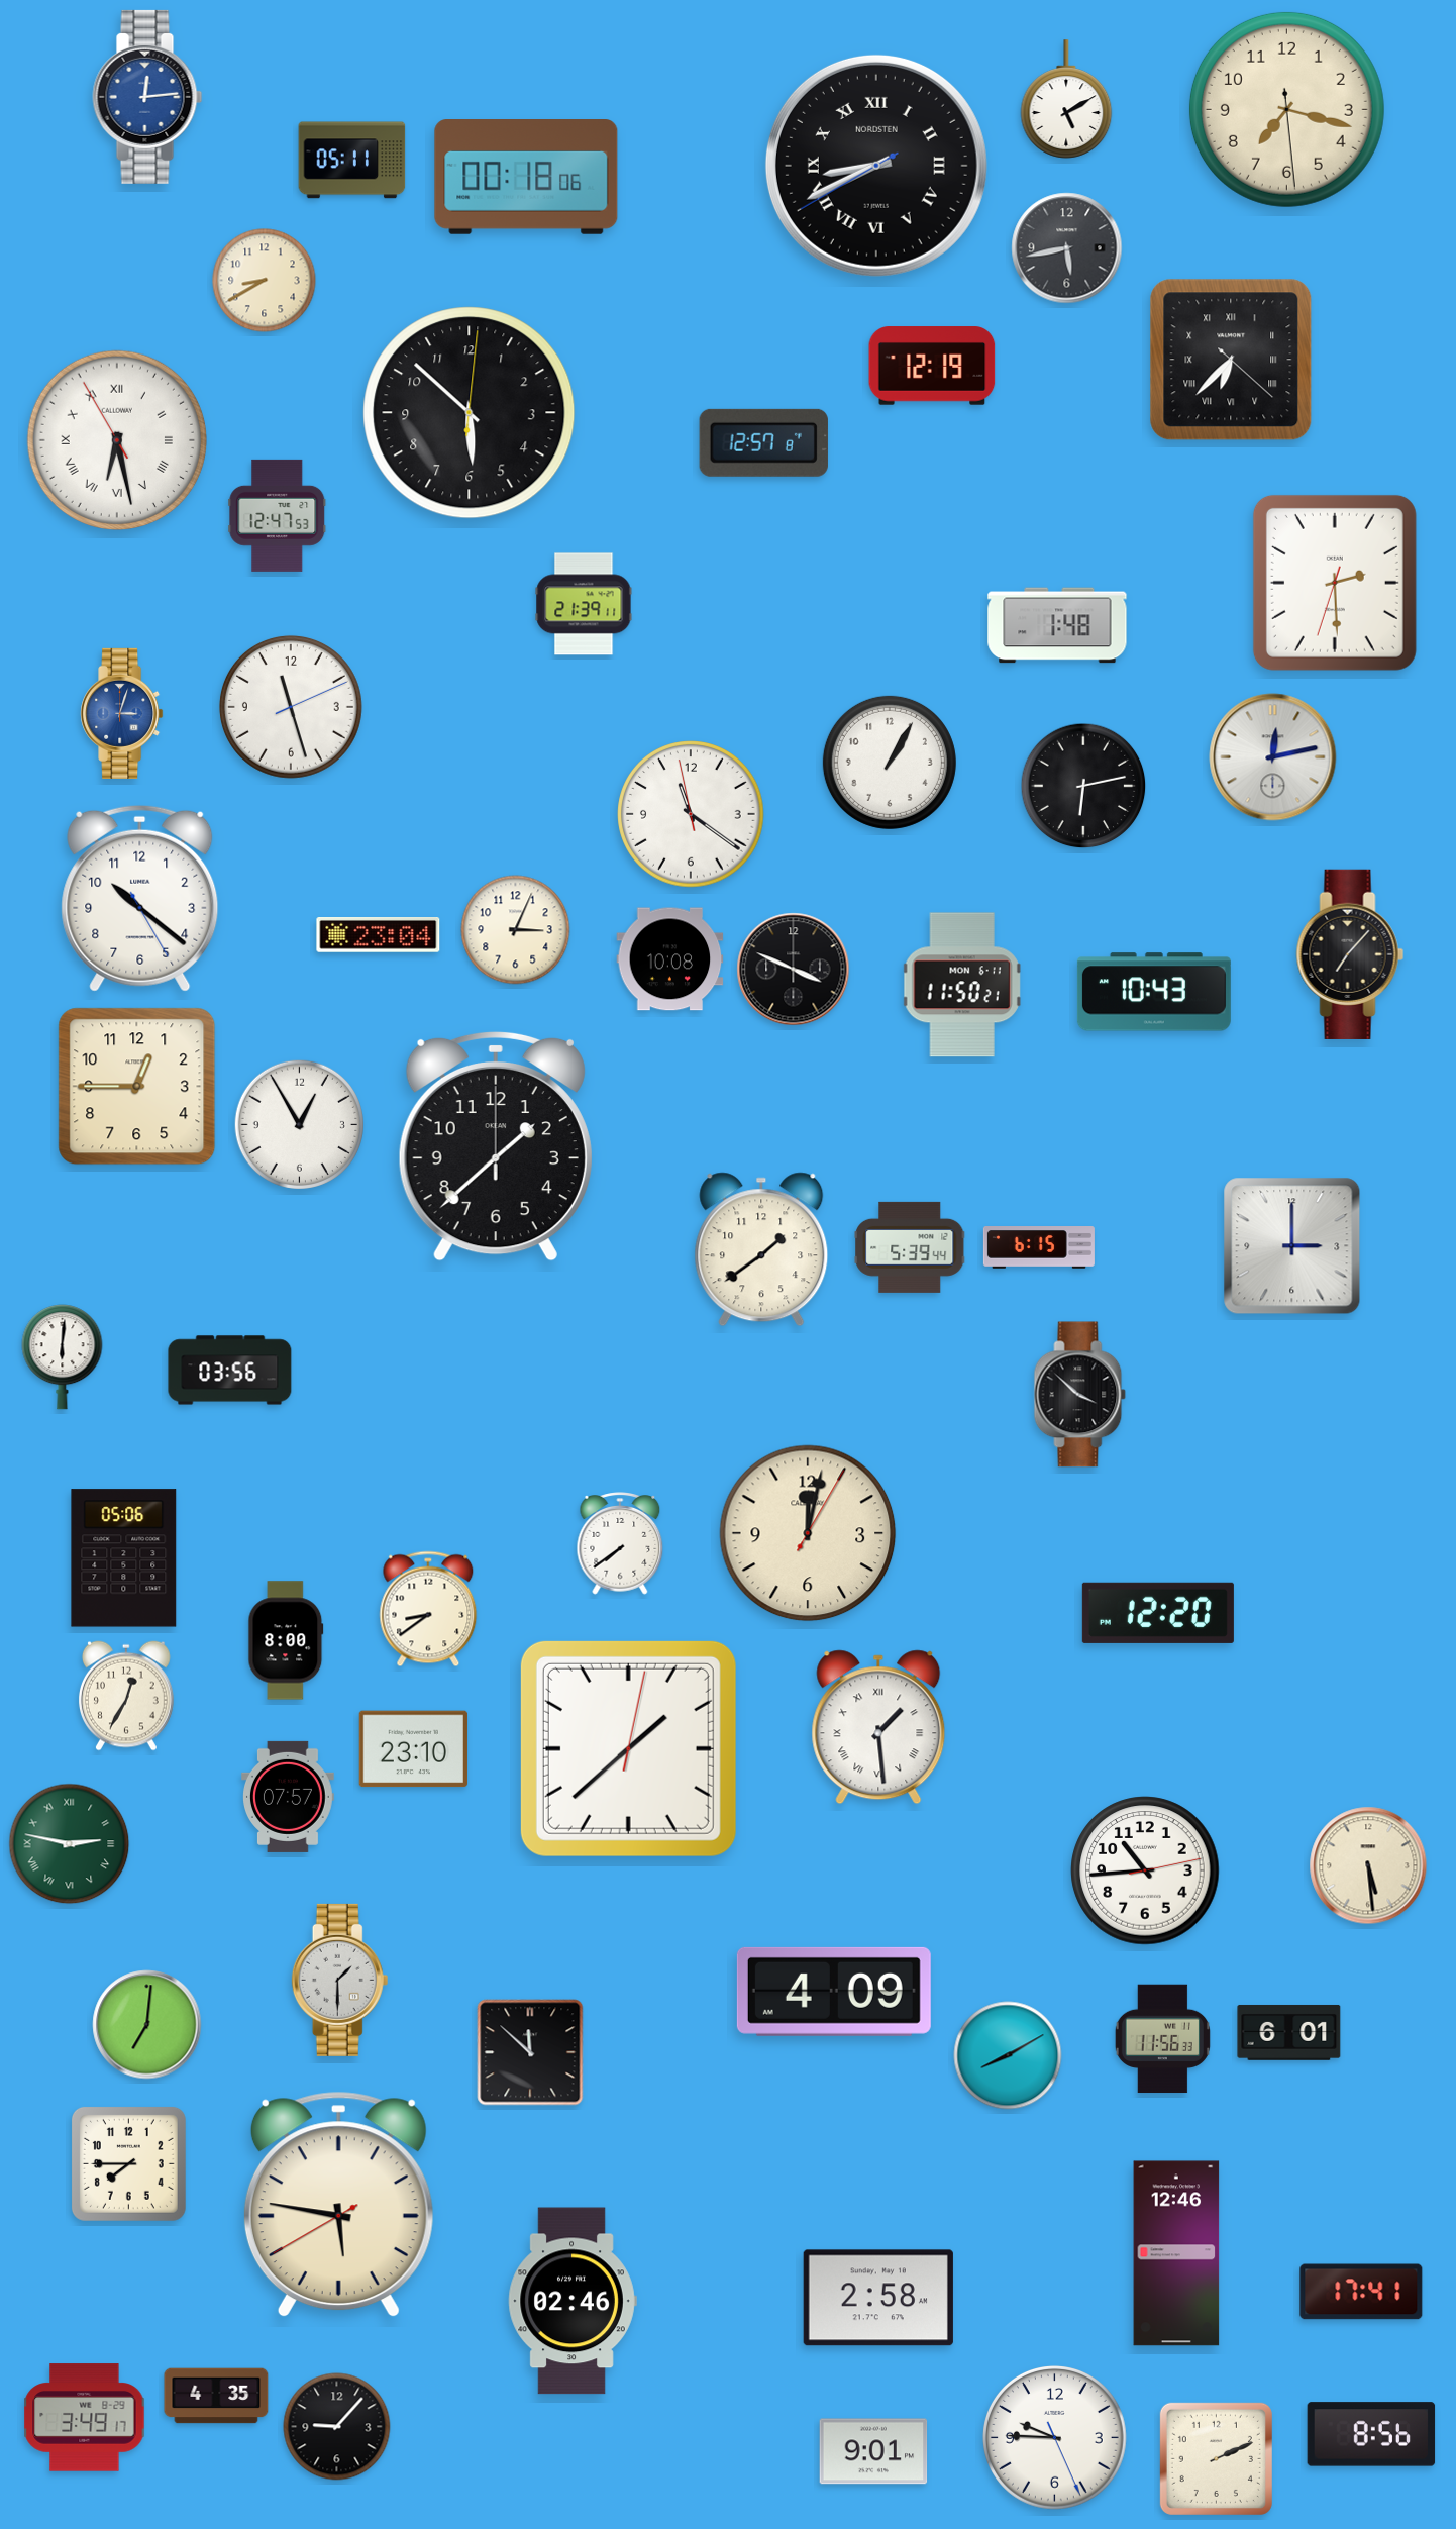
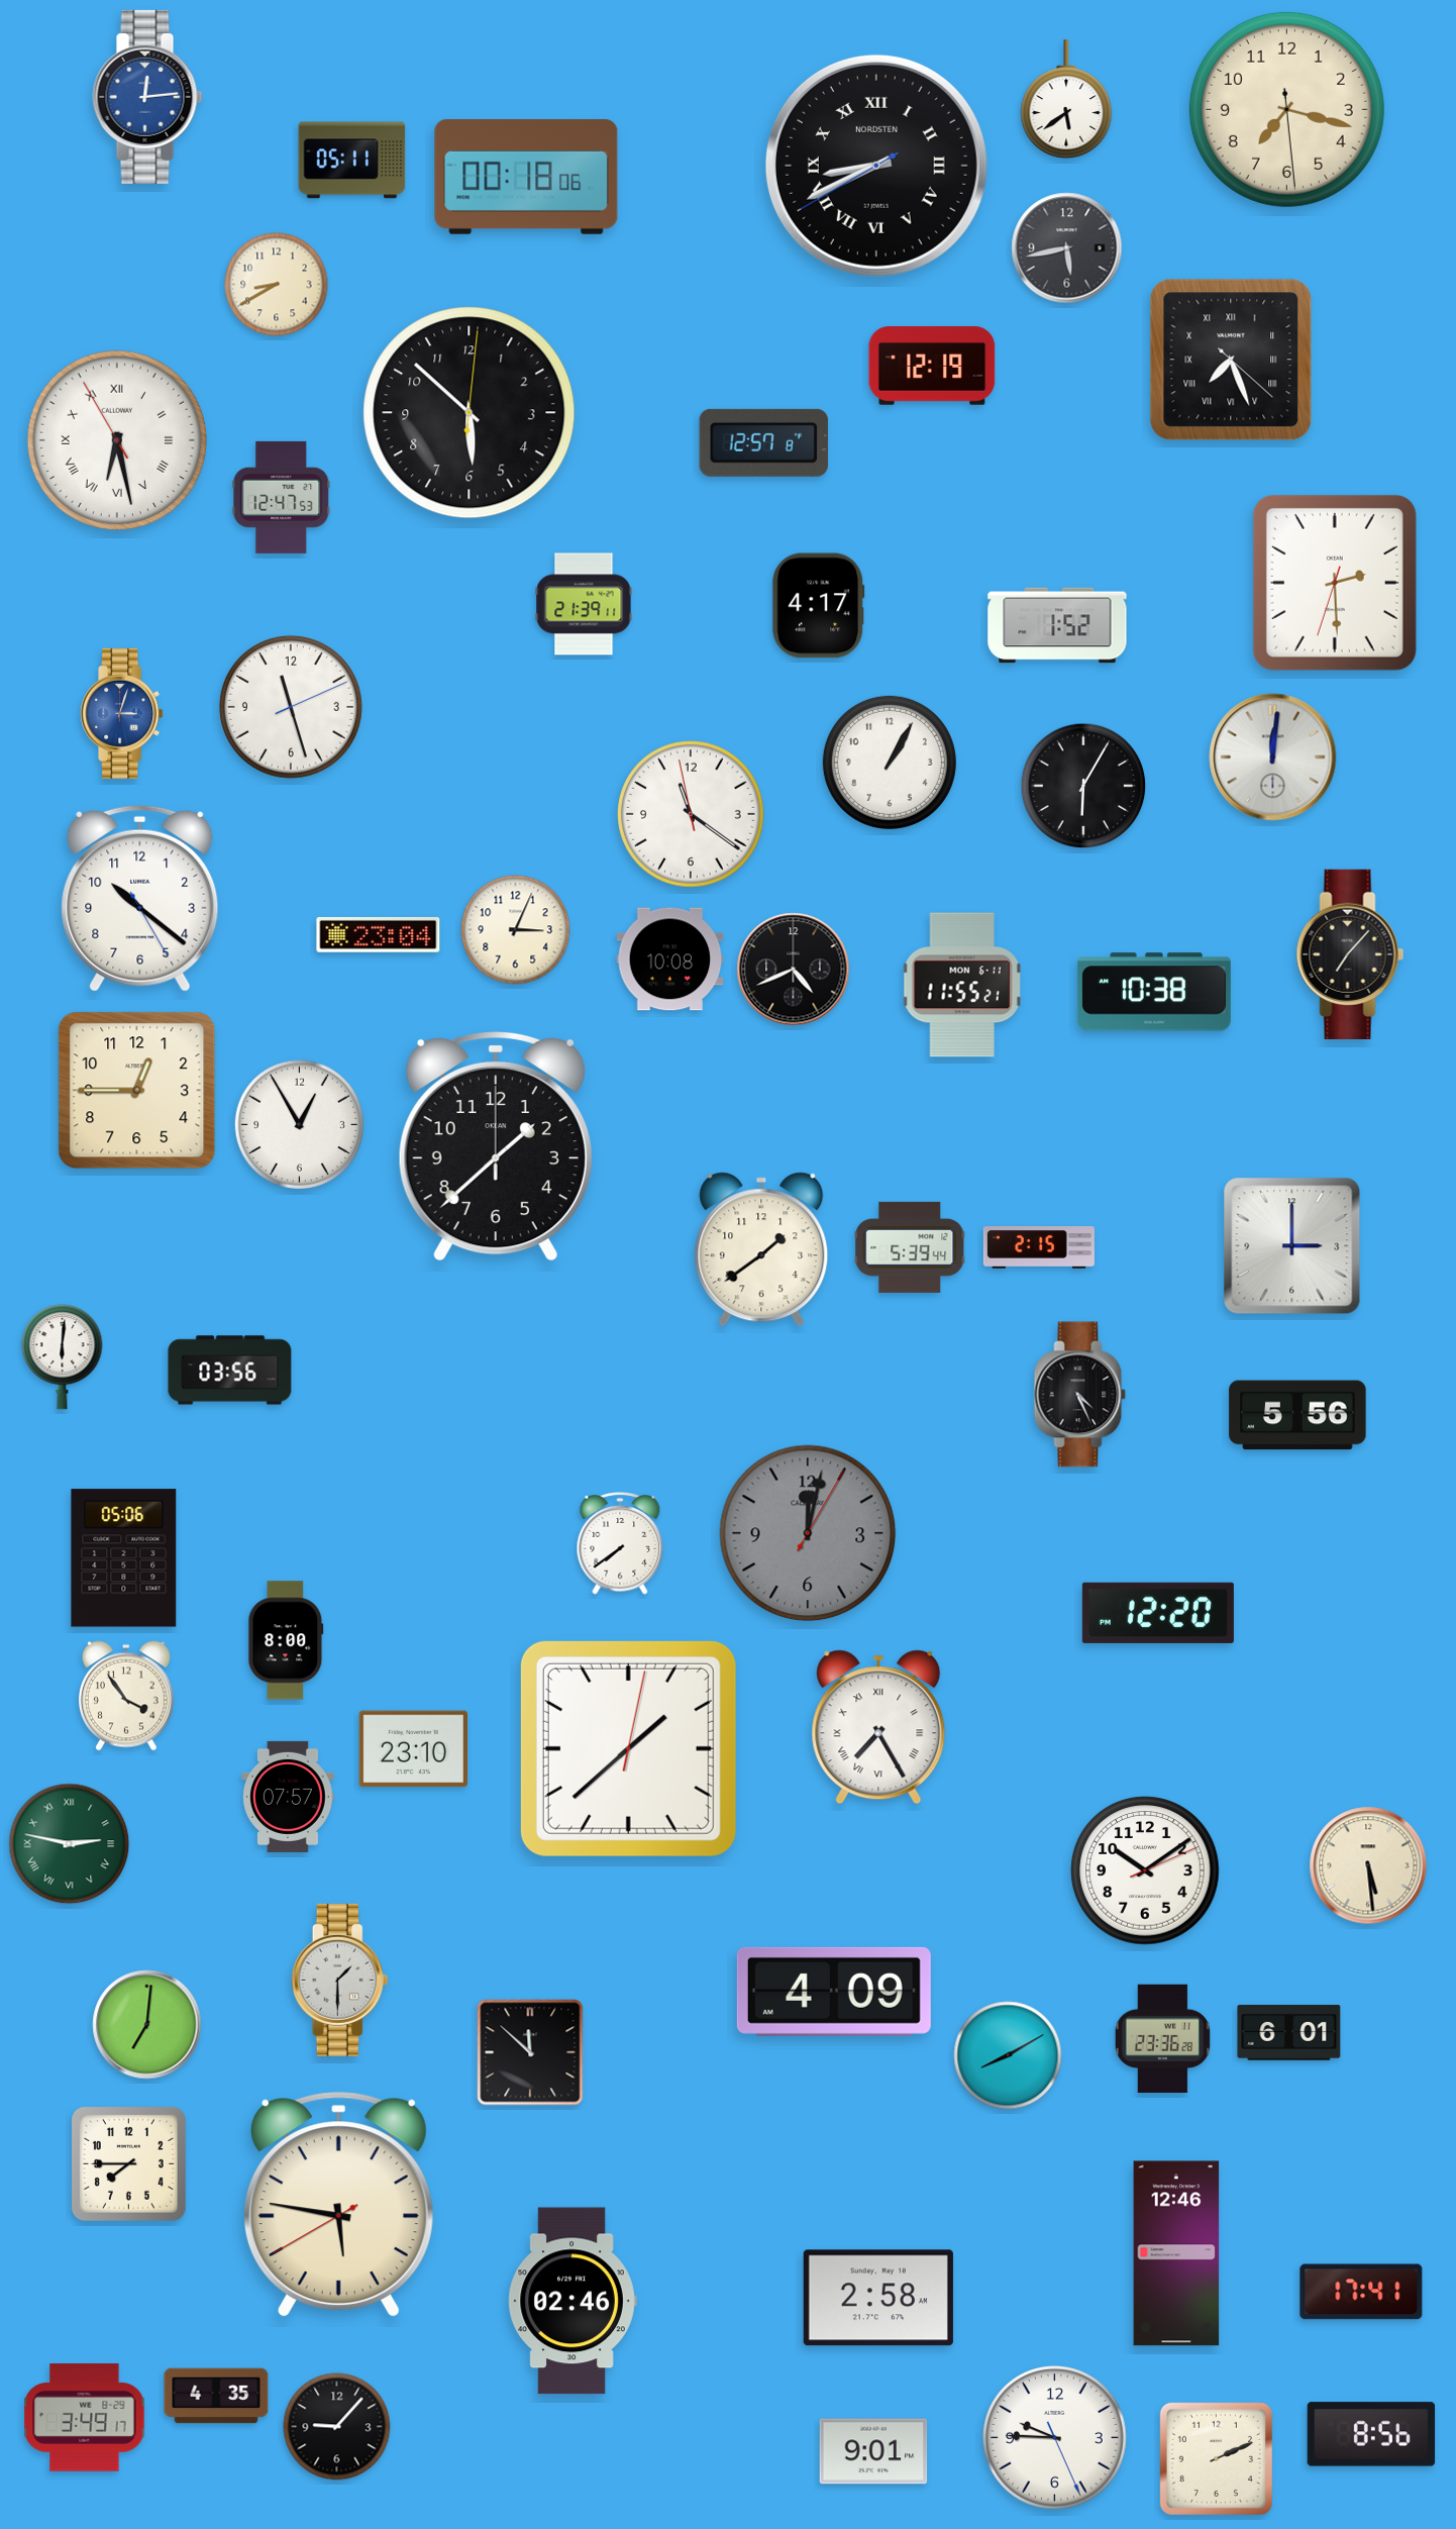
clock at (1066, 99): 5:10 -> 5:39
clock at (265, 281) position: (265, 281) -> (277, 285)
clock at (1231, 360): 6:37 -> 7:26
clock at (278, 515) position: (278, 515) -> (282, 497)
clock at (819, 606): none -> 4:17
clock at (1057, 625): 1:48 -> 1:52
clock at (1273, 757): 12:13 -> 12:01
clock at (1083, 786): 6:13 -> 6:05
clock at (794, 970): 3:49 -> 4:41
clock at (962, 985): 11:50 -> 11:55
clock at (1154, 992): 10:43 -> 10:38
clock at (137, 1087) position: (137, 1087) -> (137, 1091)
clock at (1039, 1248): 6:15 -> 2:15
clock at (1080, 1395): 3:52 -> 4:26
clock at (1297, 1415): none -> 5:56
clock at (808, 1533) dial: cream -> grey
clock at (428, 1609): 8:39 -> none
clock at (126, 1696): 12:35 -> 3:54
clock at (878, 1727): 1:29 -> 7:25
clock at (1145, 1870): 10:44 -> 10:09
clock at (1162, 2039): 11:56 -> 23:36
